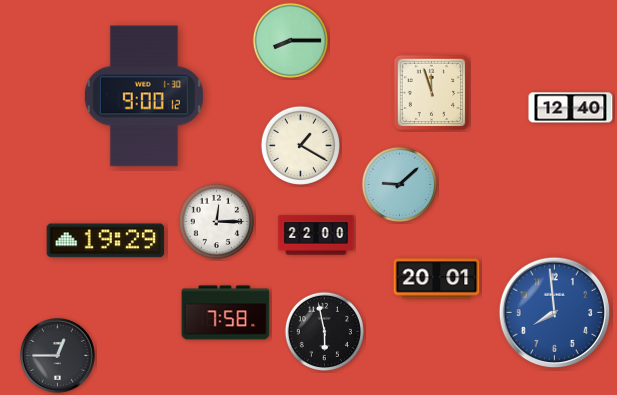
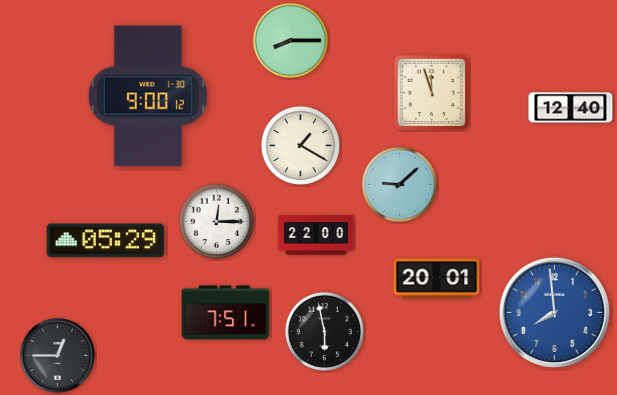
clock at (144, 96) position: (144, 96) -> (148, 96)
clock at (106, 241): 19:29 -> 05:29
clock at (226, 313): 7:58 -> 7:51
